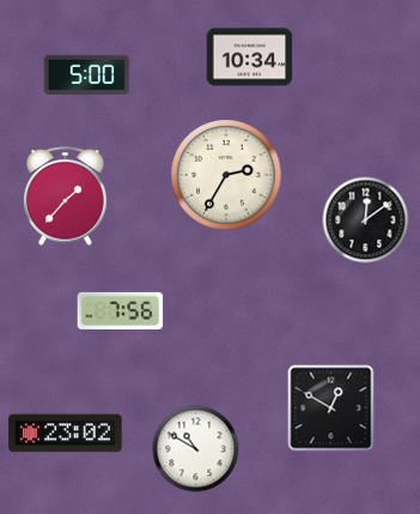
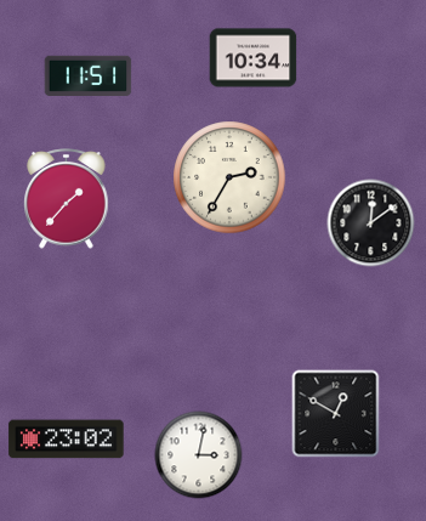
clock at (87, 74): 5:00 -> 11:51
clock at (121, 310): 7:56 -> none
clock at (196, 449): 10:50 -> 3:02
